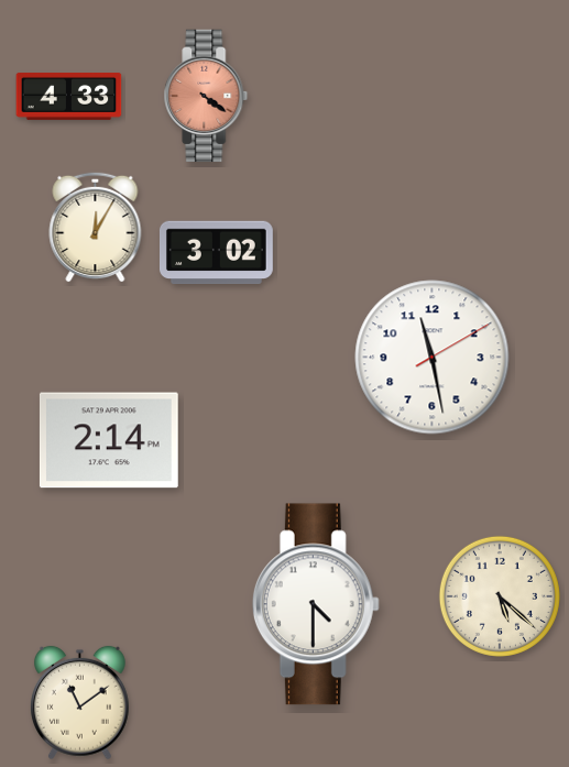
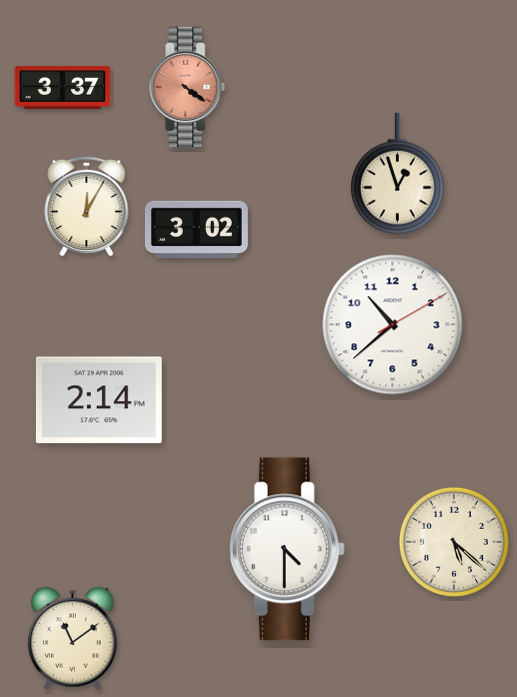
clock at (69, 97): 4:33 -> 3:37
clock at (397, 174): none -> 12:57
clock at (433, 358): 11:28 -> 10:38
